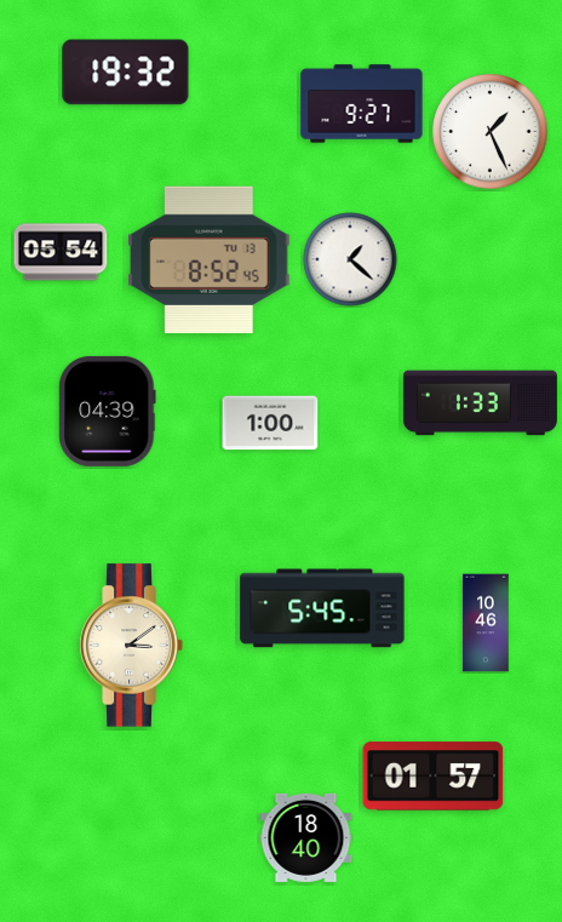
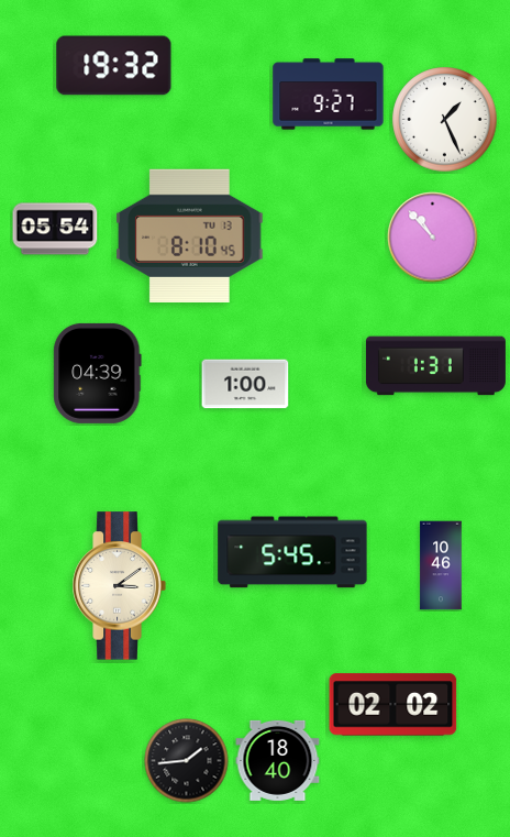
clock at (210, 259): 8:52 -> 8:10
clock at (350, 259): 1:22 -> none
clock at (433, 238): none -> 10:53
clock at (480, 403): 1:33 -> 1:31
clock at (434, 777): 01:57 -> 02:02
clock at (187, 761): none -> 1:44
